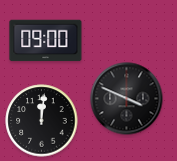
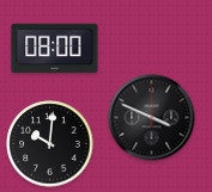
clock at (46, 41): 09:00 -> 08:00
clock at (42, 121): 12:01 -> 10:01
